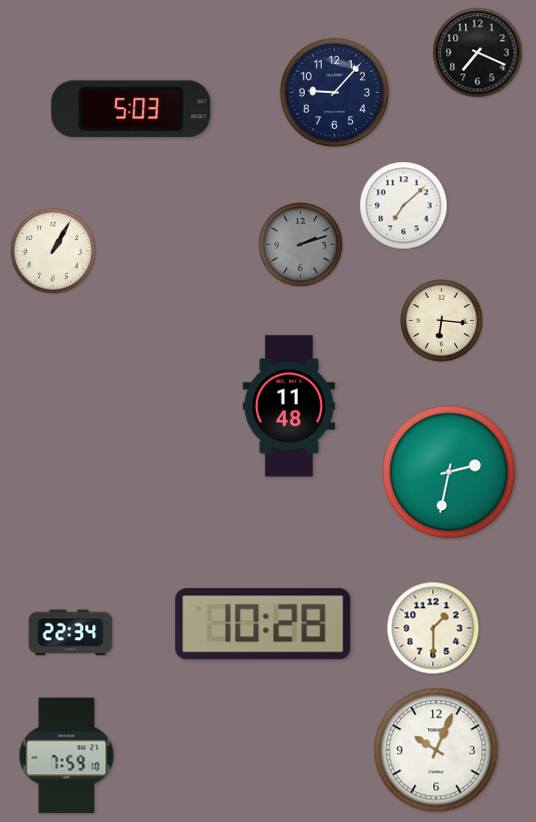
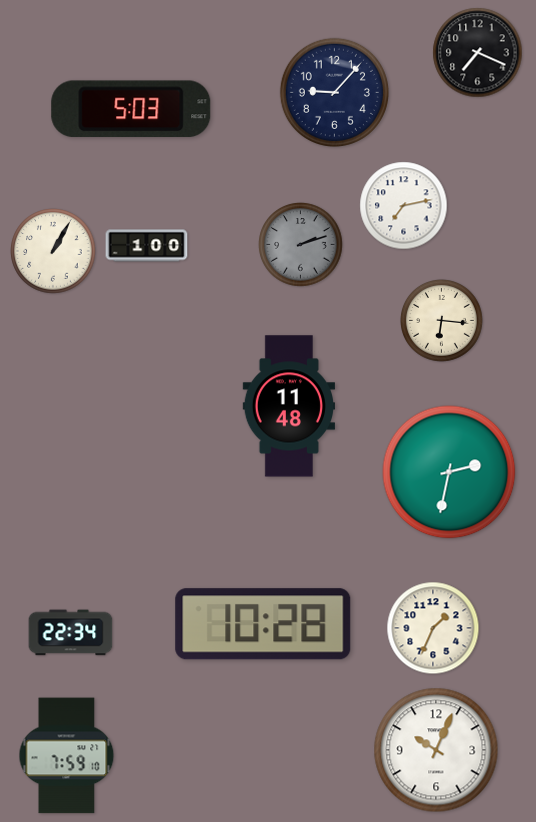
clock at (404, 206): 7:08 -> 7:13
clock at (147, 246): none -> 1:00
clock at (433, 628): 1:30 -> 1:34
